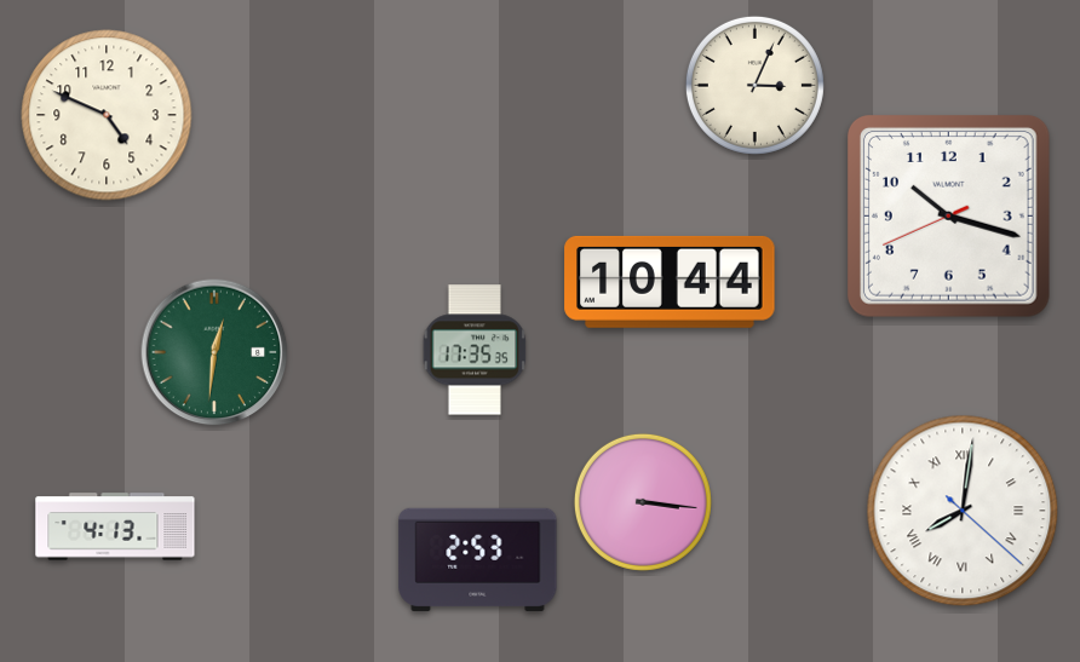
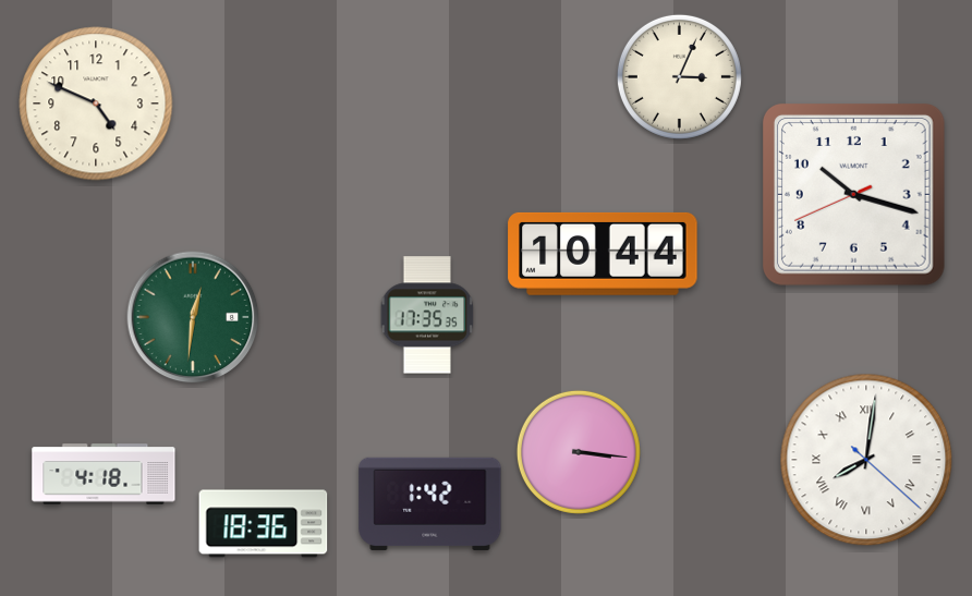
clock at (115, 526): 4:13 -> 4:18
clock at (478, 559): 2:53 -> 1:42
clock at (264, 524): none -> 18:36
